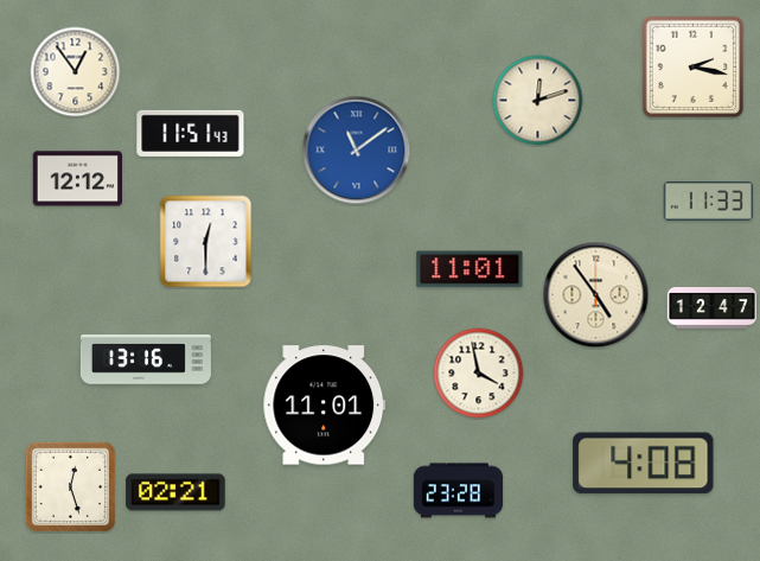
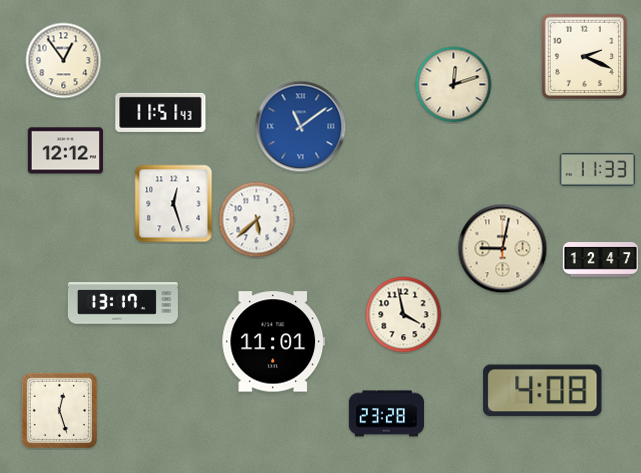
clock at (694, 68): 2:17 -> 2:19
clock at (206, 242): 12:30 -> 12:27
clock at (257, 220): none -> 5:38
clock at (470, 269): 11:01 -> none
clock at (596, 295): 4:54 -> 9:02
clock at (146, 359): 13:16 -> 13:17
clock at (175, 492): 02:21 -> none
